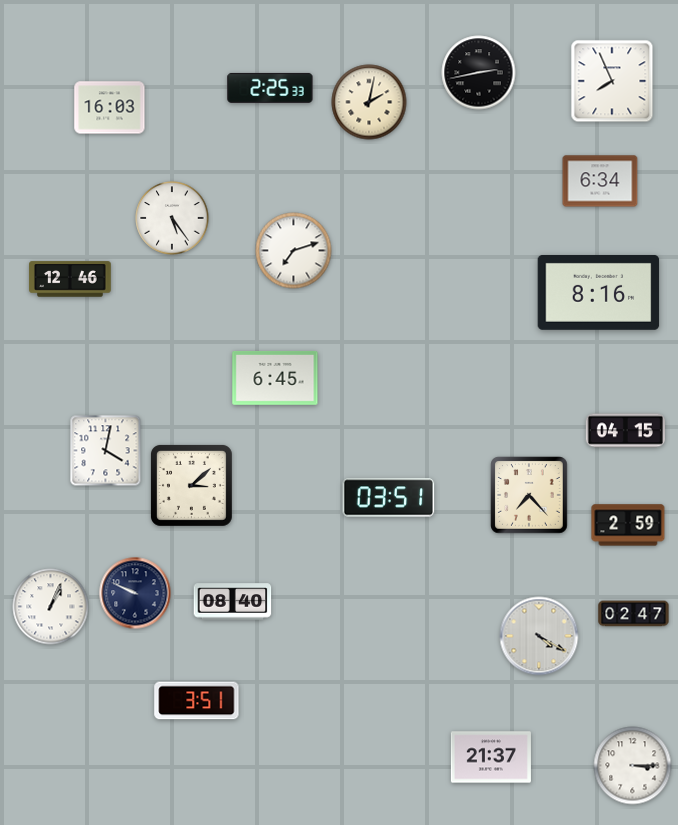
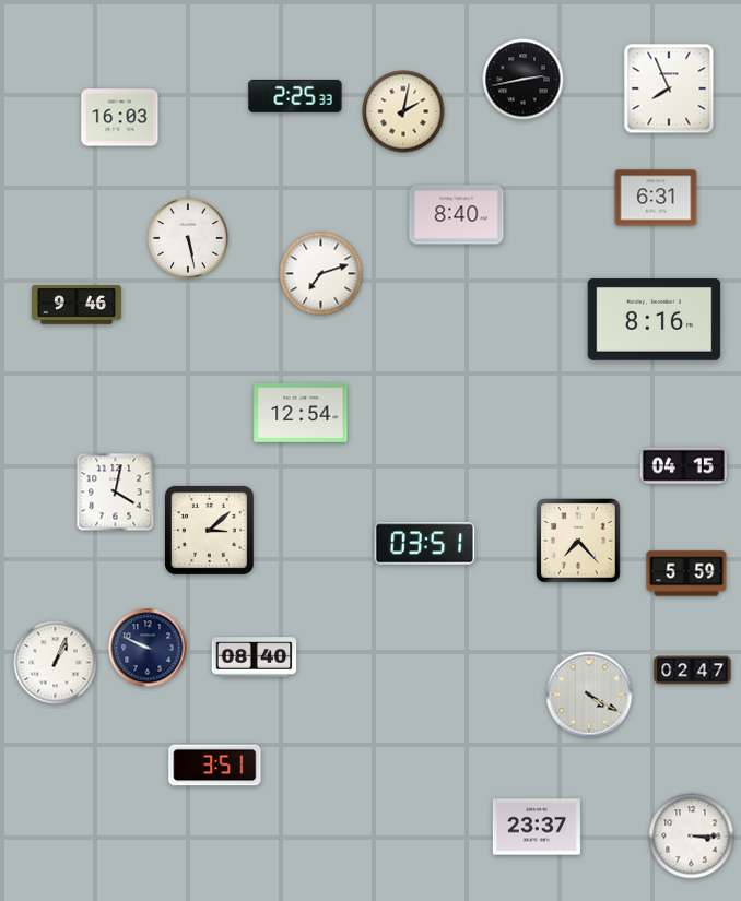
clock at (600, 181): 6:34 -> 6:31
clock at (457, 215): none -> 8:40
clock at (172, 218): 5:24 -> 5:28
clock at (71, 279): 12:46 -> 9:46
clock at (275, 378): 6:45 -> 12:54
clock at (625, 431) position: (625, 431) -> (683, 466)
clock at (628, 525): 2:59 -> 5:59
clock at (491, 757): 21:37 -> 23:37
